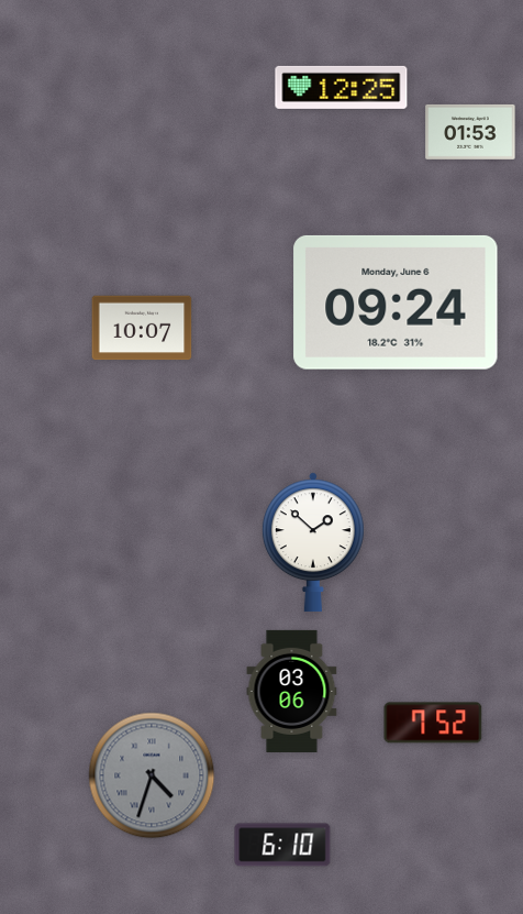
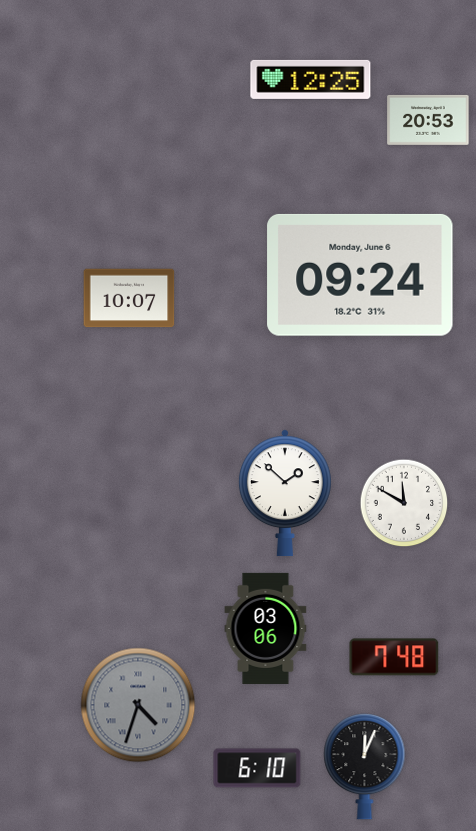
clock at (470, 132): 01:53 -> 20:53
clock at (404, 503): none -> 11:50
clock at (433, 723): 7:52 -> 7:48
clock at (365, 766): none -> 12:04
